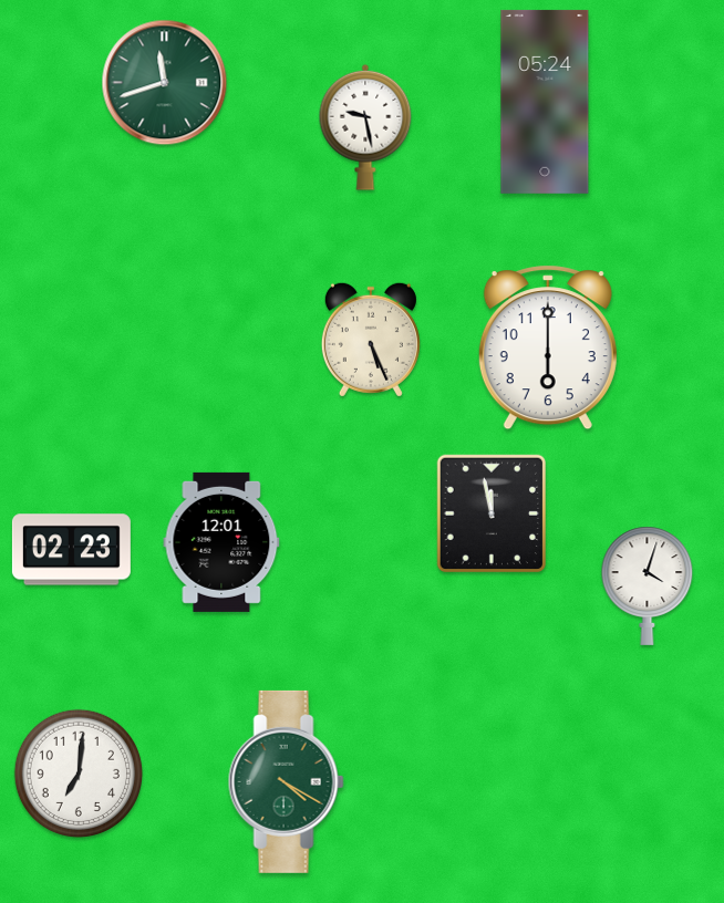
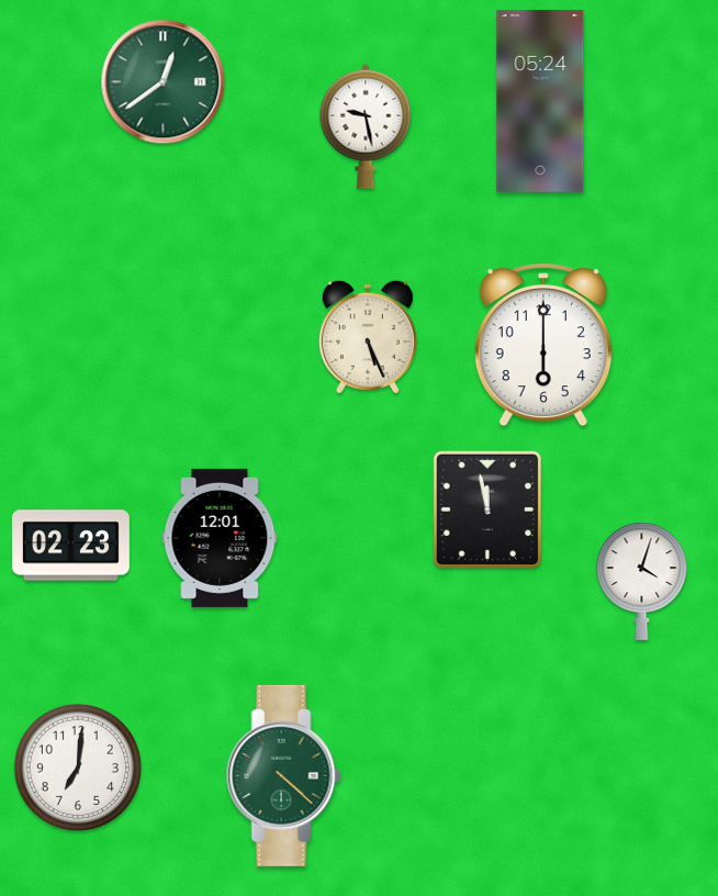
clock at (165, 83): 11:42 -> 12:39
clock at (365, 127) position: (365, 127) -> (366, 126)
clock at (286, 781): 4:20 -> 4:22
